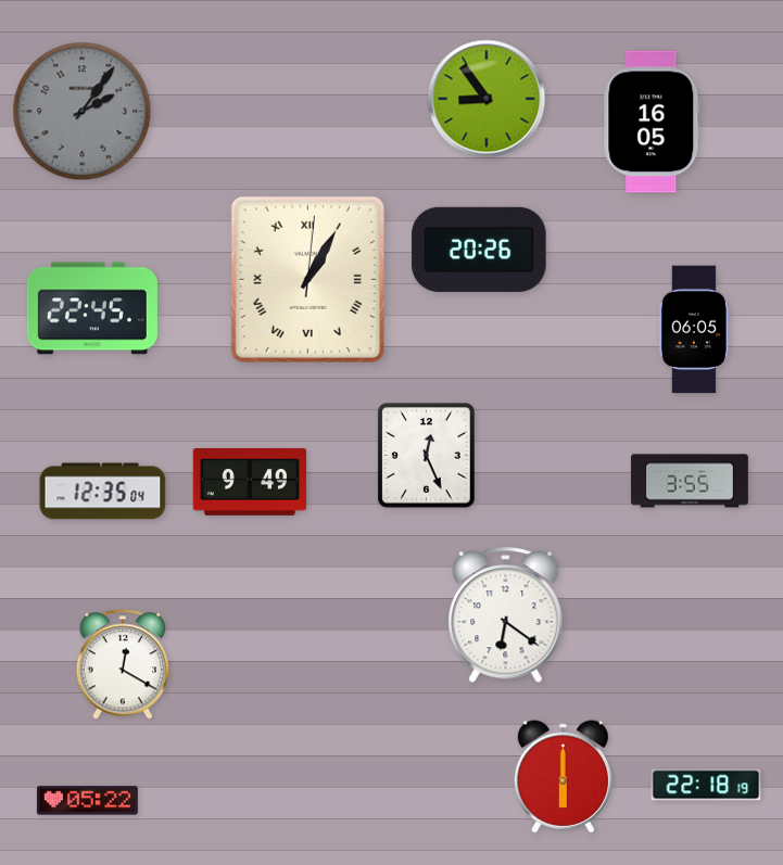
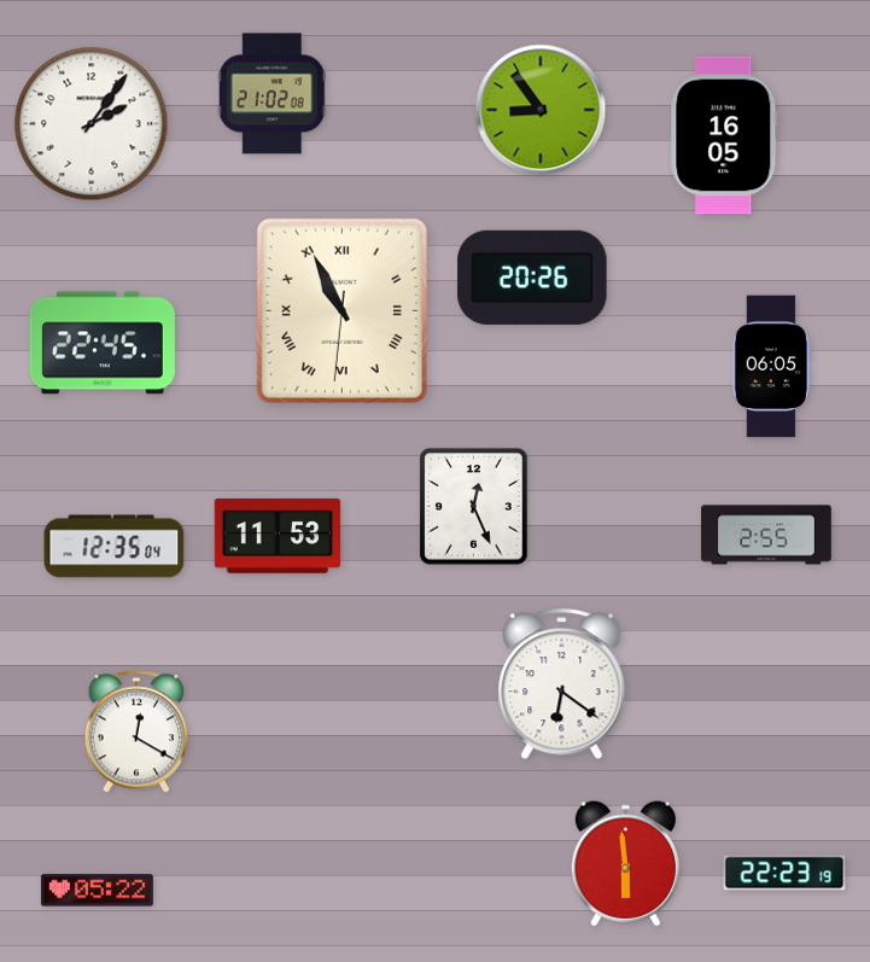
clock at (271, 94): none -> 21:02
clock at (83, 112) dial: grey -> white
clock at (307, 279): 1:05 -> 10:55
clock at (690, 481): 3:55 -> 2:55
clock at (250, 482): 9:49 -> 11:53
clock at (122, 664) position: (122, 664) -> (135, 731)
clock at (563, 777): 6:00 -> 5:59
clock at (706, 785): 22:18 -> 22:23
